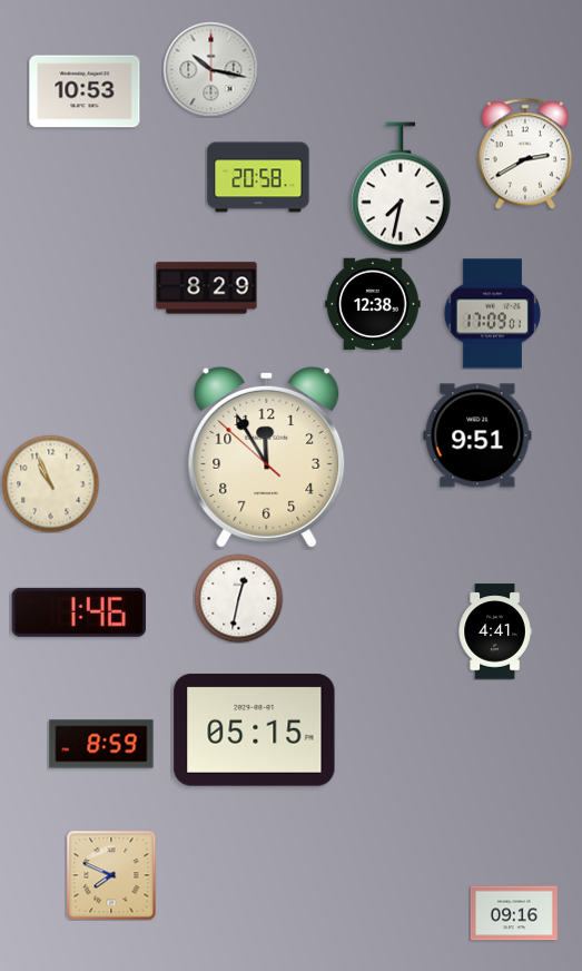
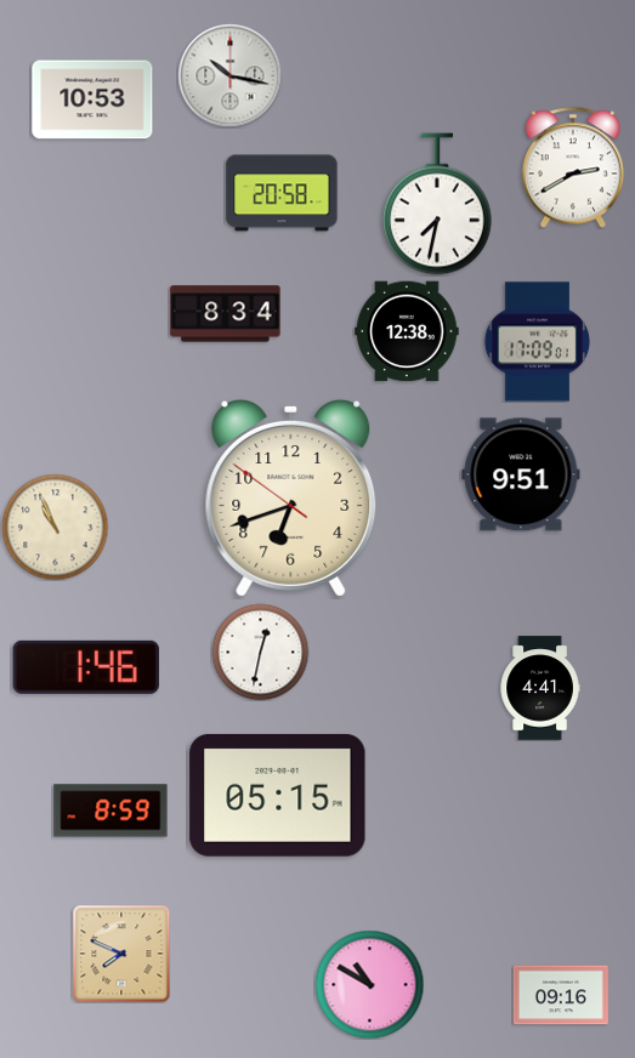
clock at (207, 288): 8:29 -> 8:34
clock at (267, 457): 11:54 -> 6:41
clock at (369, 984): none -> 10:50
